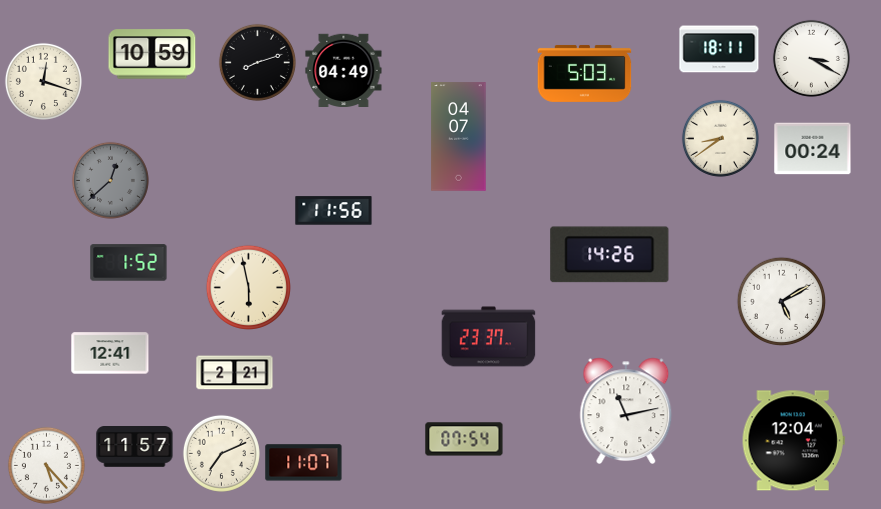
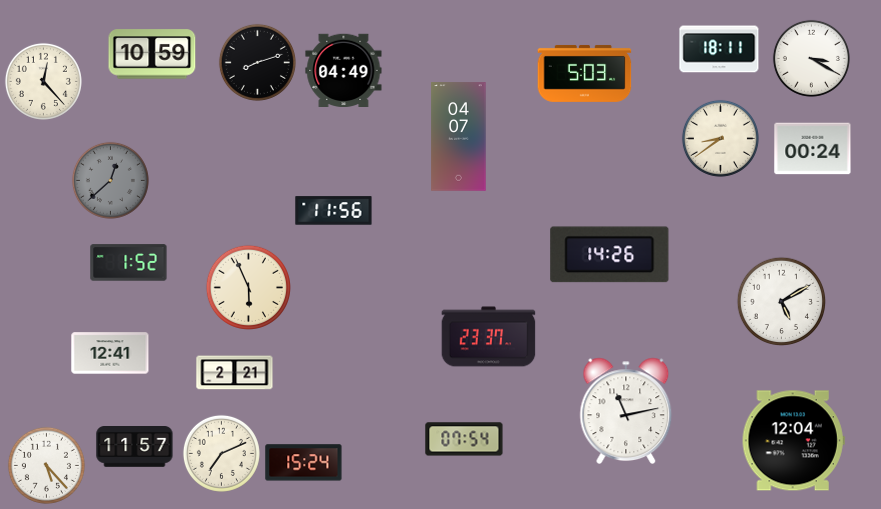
clock at (43, 81): 12:18 -> 12:23
clock at (248, 287): 5:58 -> 5:56
clock at (304, 463): 11:07 -> 15:24
